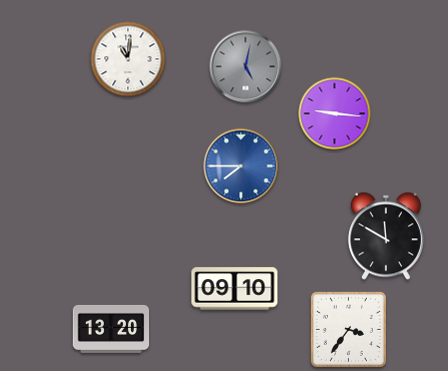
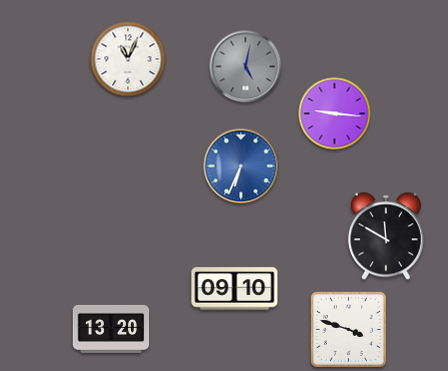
clock at (128, 59): 11:01 -> 11:04
clock at (241, 166): 7:45 -> 6:34
clock at (348, 329): 3:36 -> 3:48
